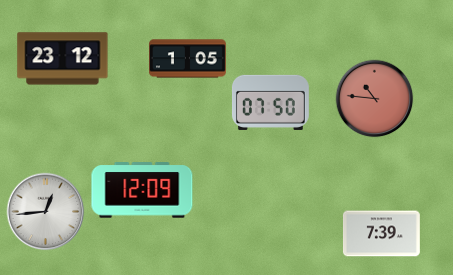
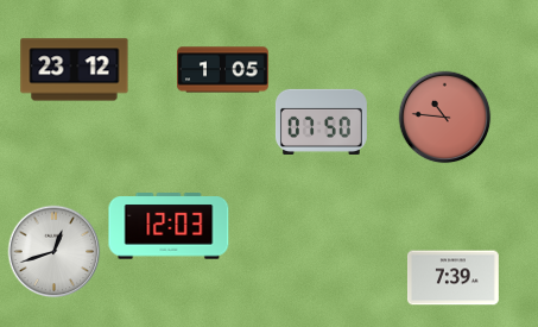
clock at (142, 190): 12:09 -> 12:03
clock at (45, 211): 12:44 -> 12:42
